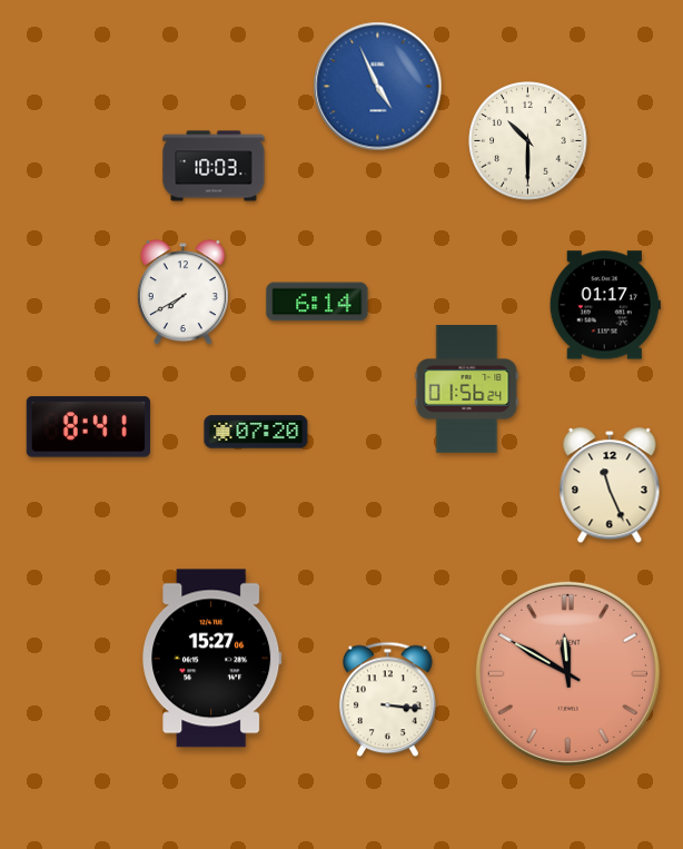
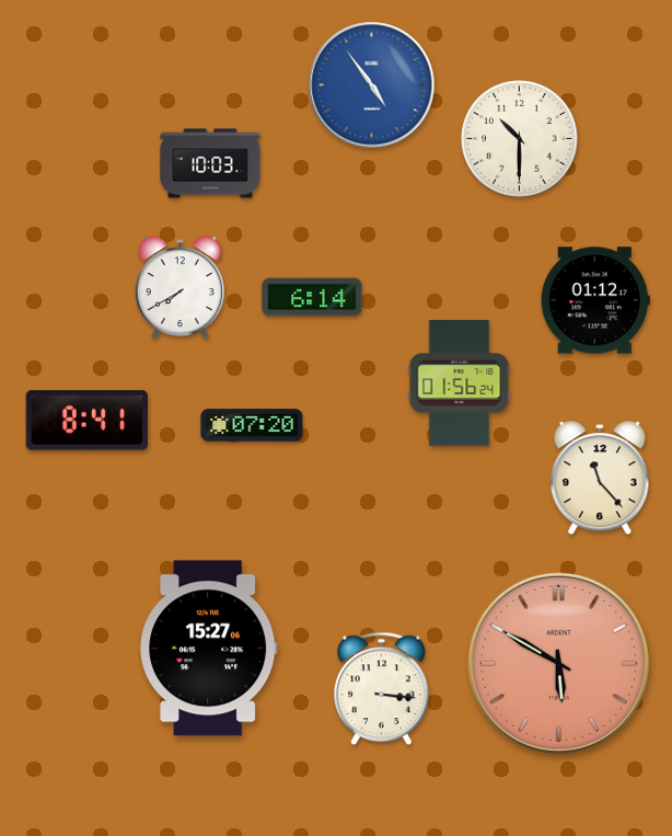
clock at (378, 87): 4:56 -> 4:54
clock at (605, 305): 01:17 -> 01:12
clock at (610, 486): 11:26 -> 11:23
clock at (567, 673): 11:50 -> 5:50
